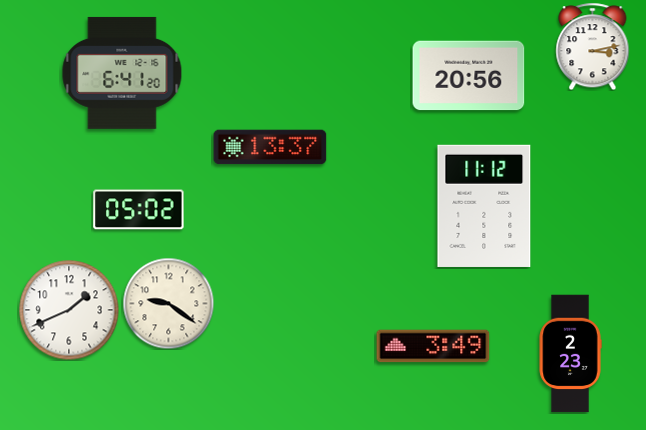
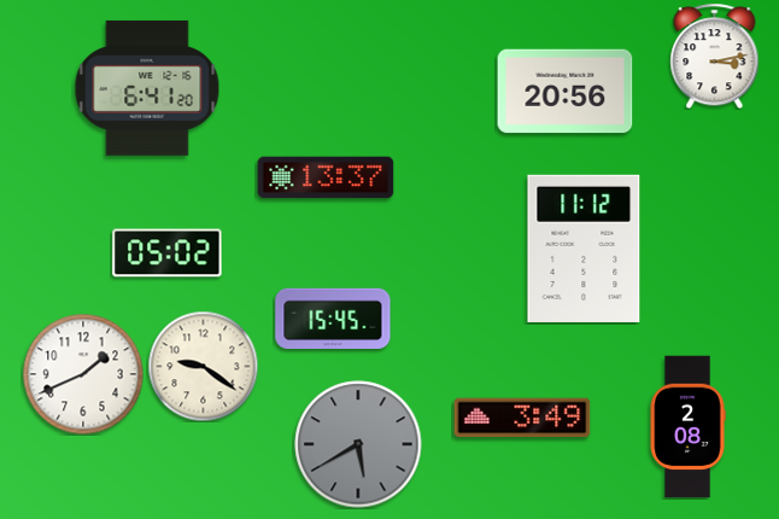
clock at (333, 317): none -> 15:45
clock at (570, 354): 2:23 -> 2:08
clock at (358, 444): none -> 5:40
